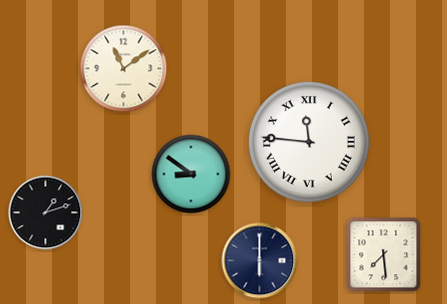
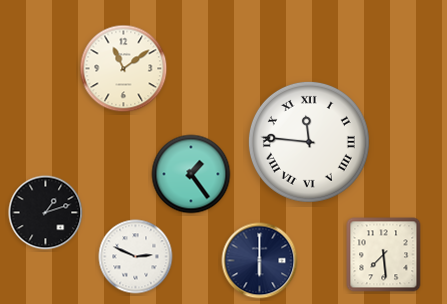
clock at (191, 174): 8:51 -> 1:24
clock at (136, 257): none -> 2:49
